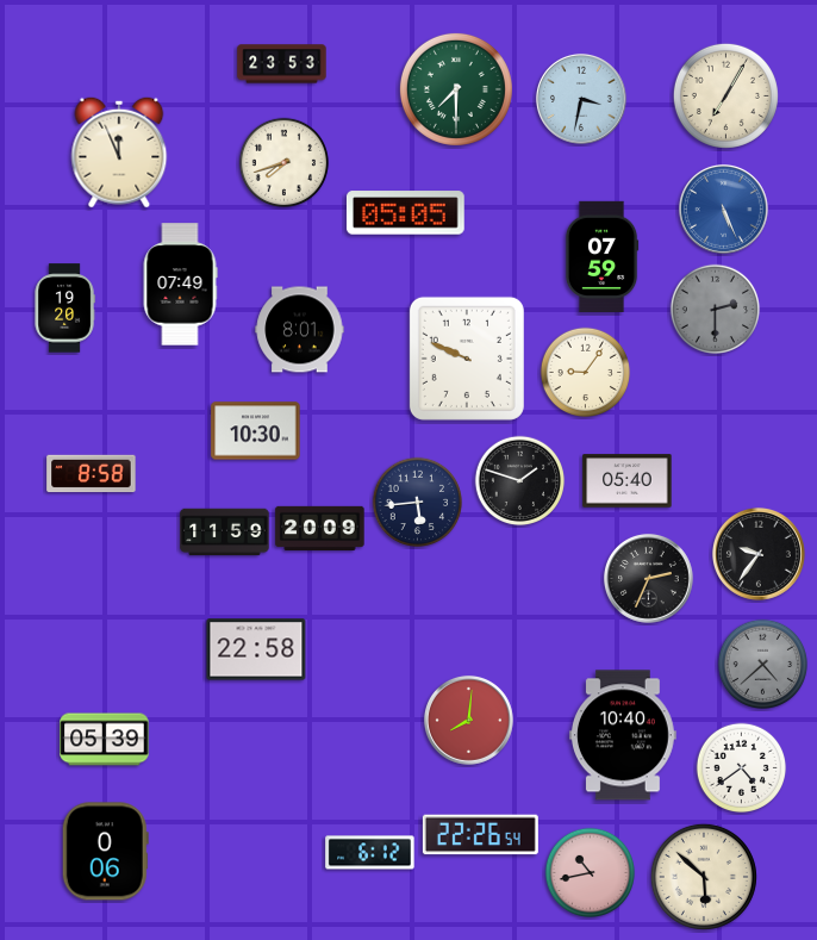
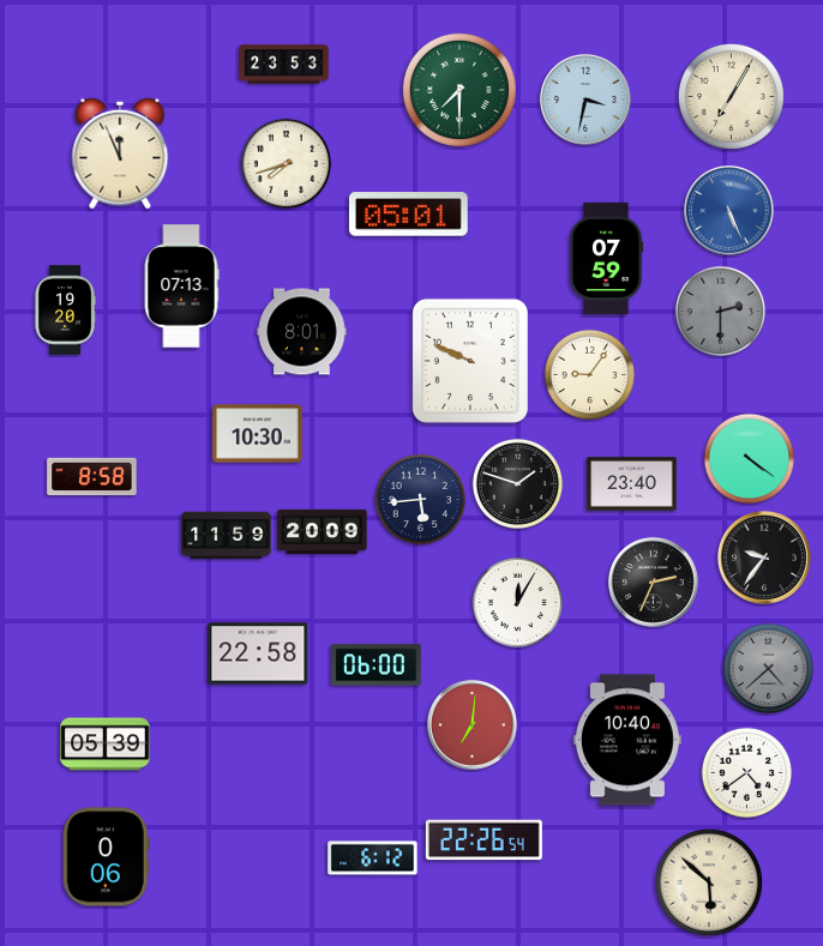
clock at (405, 213): 05:05 -> 05:01
clock at (180, 285): 07:49 -> 07:13
clock at (750, 459): none -> 4:21
clock at (520, 481) position: (520, 481) -> (518, 484)
clock at (628, 481): 05:40 -> 23:40
clock at (418, 503) position: (418, 503) -> (421, 500)
clock at (518, 603): none -> 12:05
clock at (377, 665): none -> 06:00
clock at (468, 720): 8:01 -> 7:01
clock at (591, 873): 10:43 -> none
